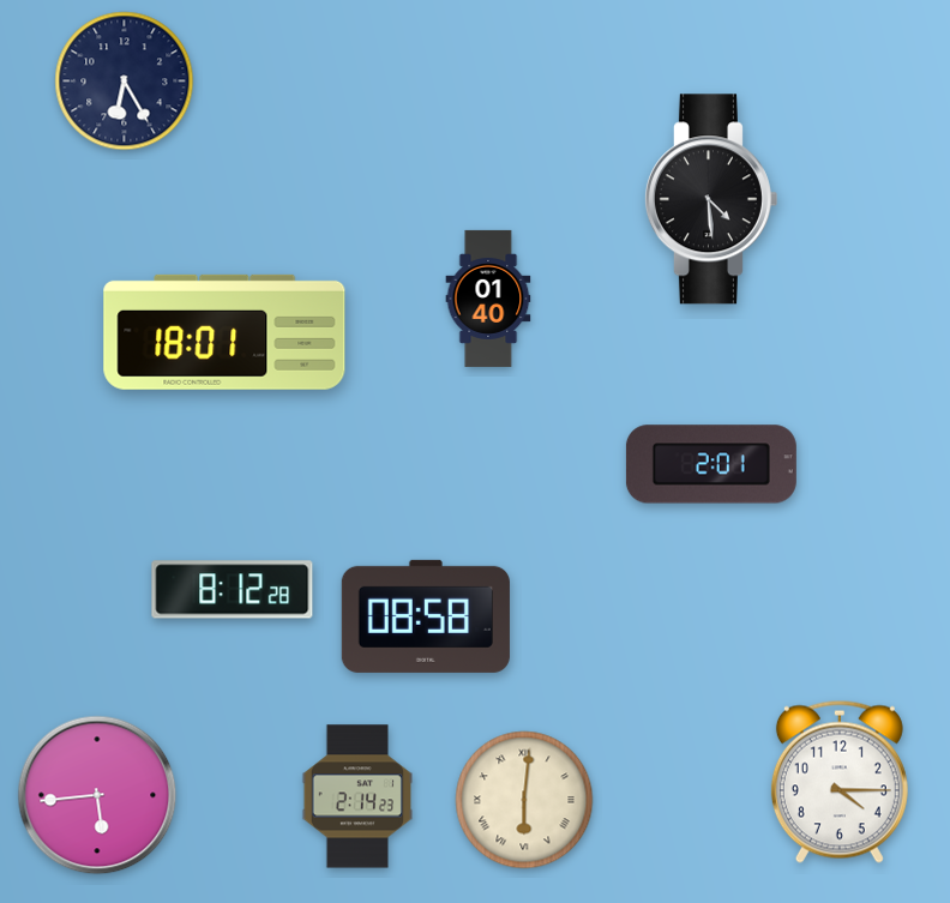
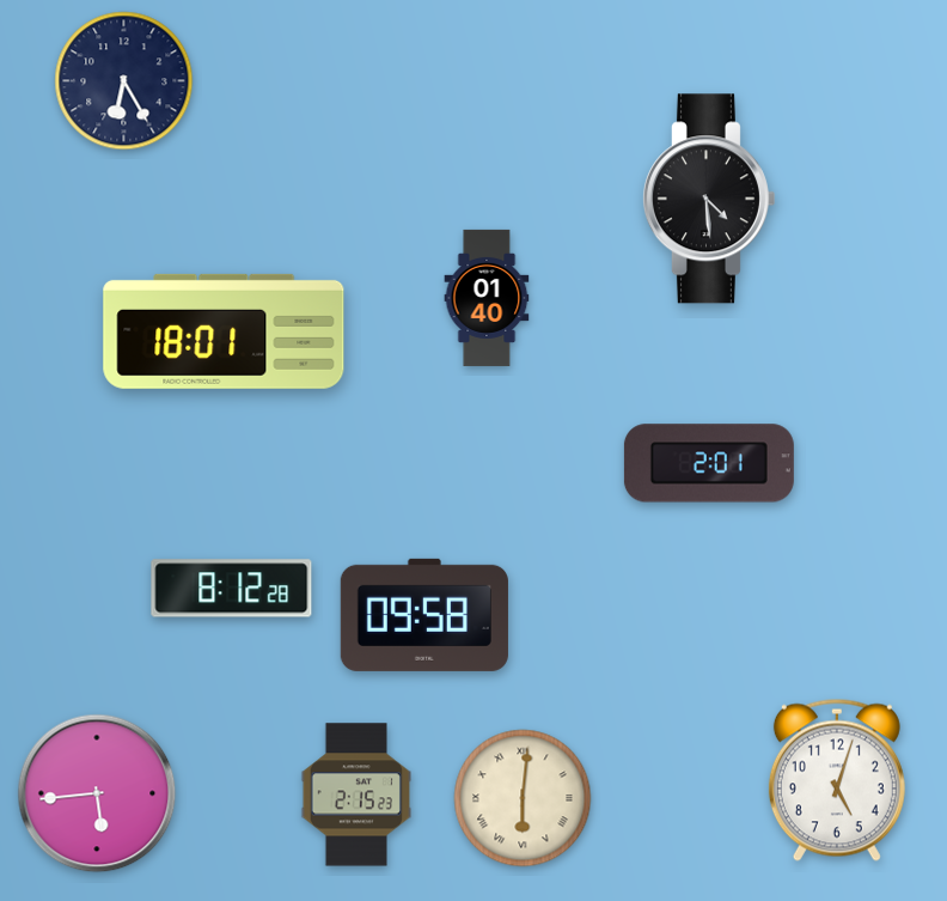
clock at (426, 616): 08:58 -> 09:58
clock at (840, 782): 4:15 -> 5:03
clock at (356, 796): 2:14 -> 2:15
